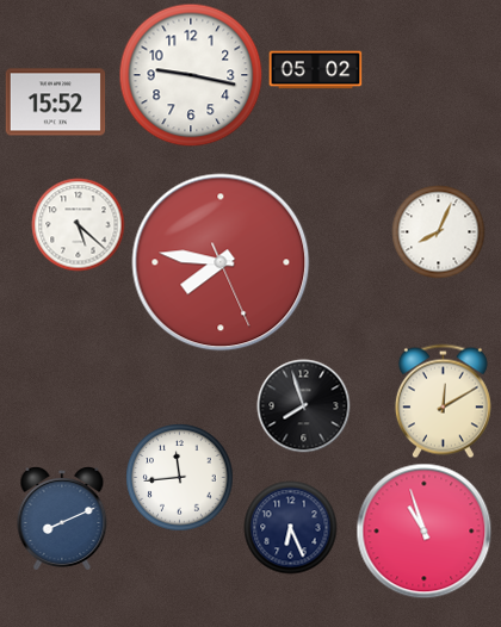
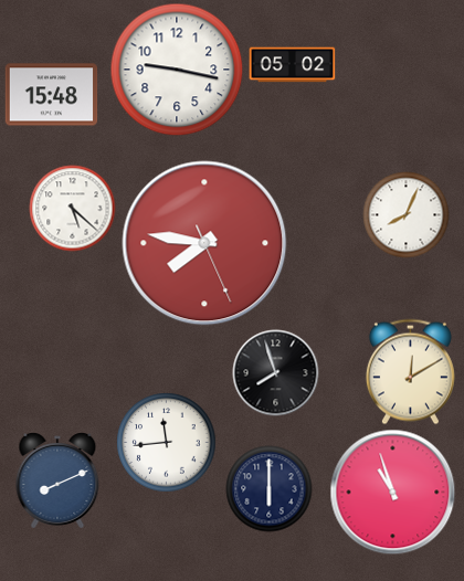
clock at (55, 103): 15:52 -> 15:48
clock at (303, 405) position: (303, 405) -> (275, 372)
clock at (290, 527): 6:26 -> 6:00
